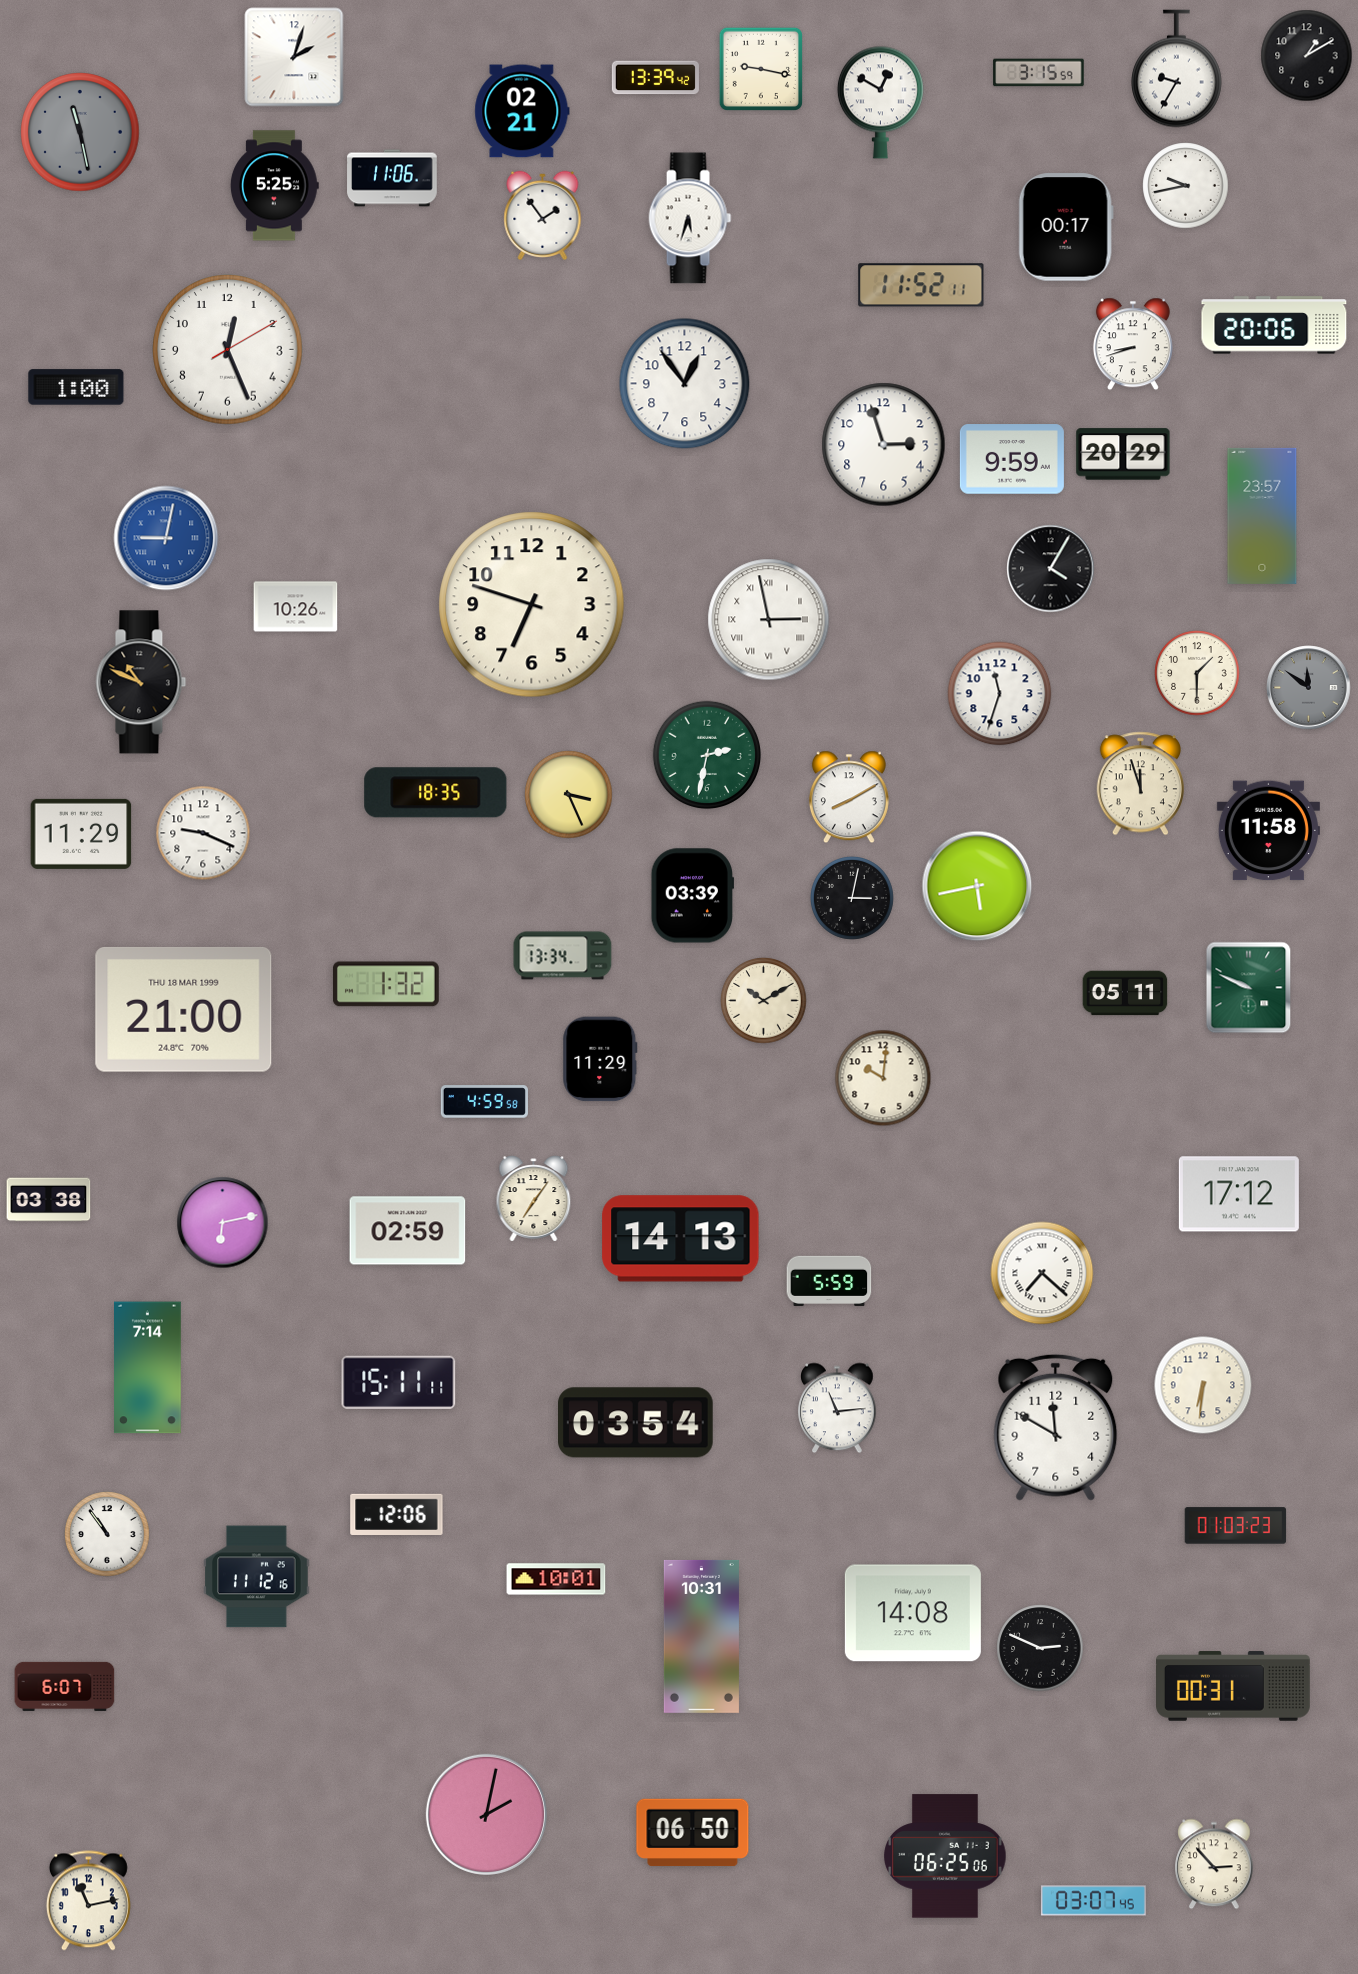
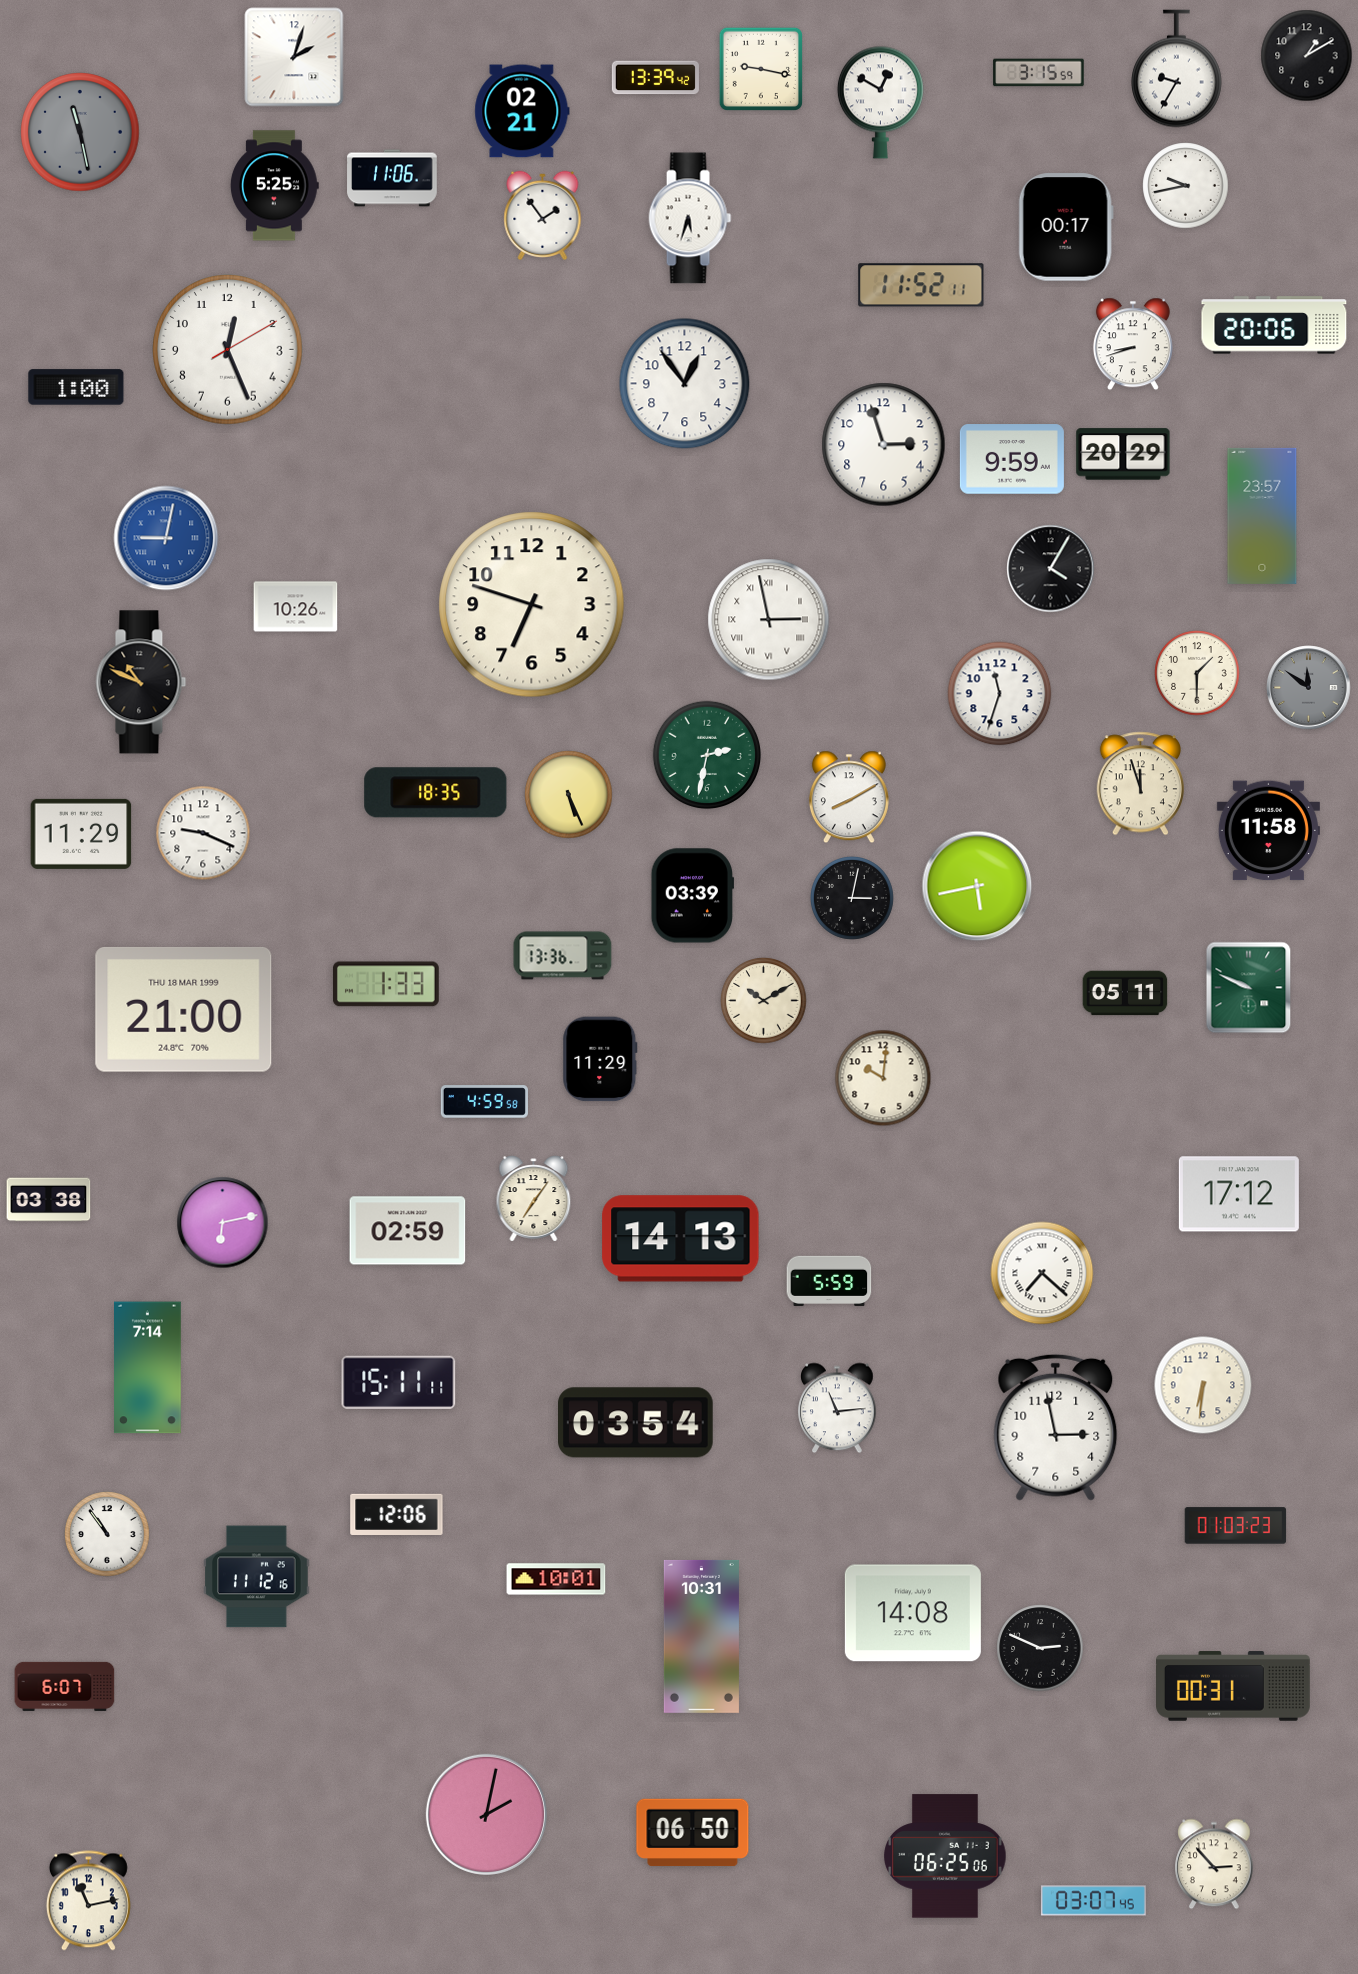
clock at (569, 795): 3:26 -> 5:26
clock at (563, 956): 13:34 -> 13:36
clock at (386, 984): 1:32 -> 1:33
clock at (1056, 1427): 11:50 -> 2:58
